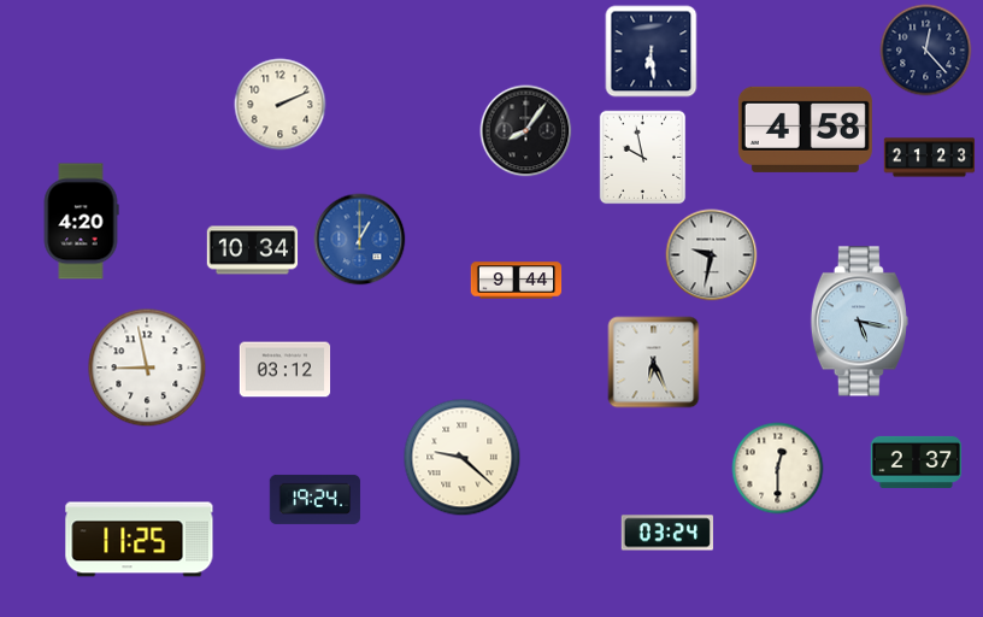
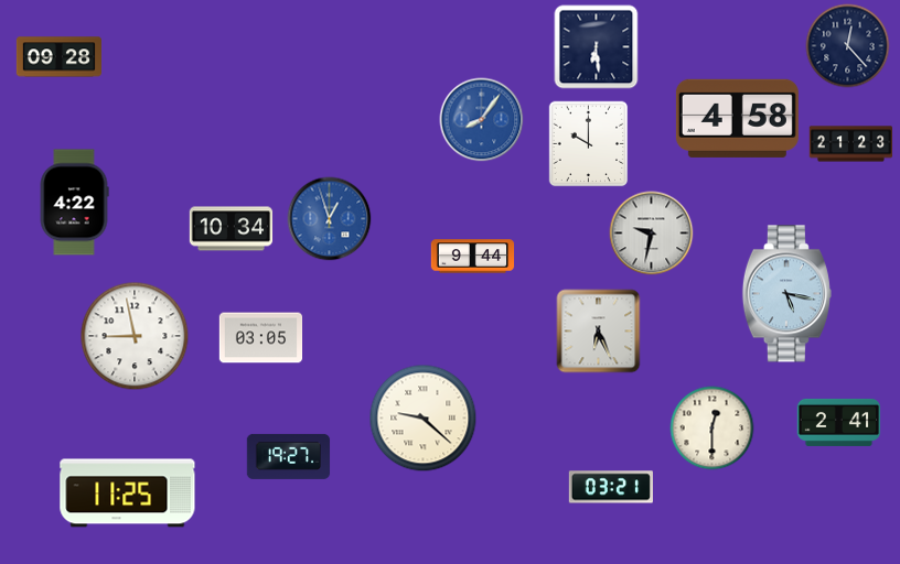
clock at (58, 57): none -> 09:28
clock at (281, 105): 2:11 -> none
clock at (526, 131) dial: black -> blue
clock at (643, 158): 9:58 -> 10:00
clock at (81, 222): 4:20 -> 4:22
clock at (360, 240): 1:00 -> 12:57
clock at (286, 370): 03:12 -> 03:05
clock at (917, 462): 2:37 -> 2:41
clock at (316, 499): 19:24 -> 19:27
clock at (667, 533): 03:24 -> 03:21
